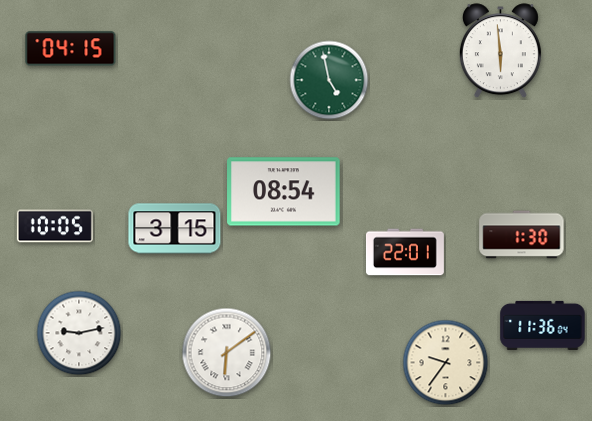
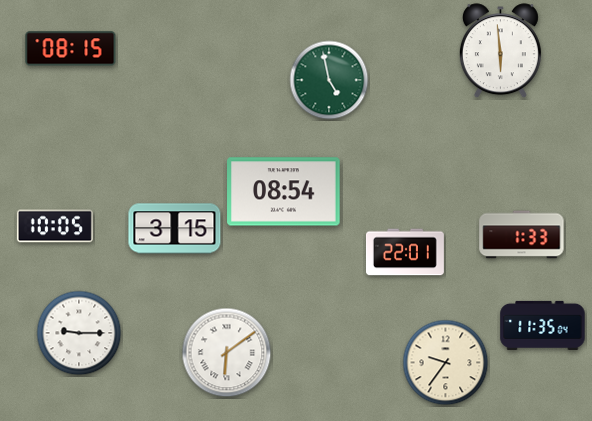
clock at (71, 49): 04:15 -> 08:15
clock at (522, 235): 1:30 -> 1:33
clock at (543, 325): 11:36 -> 11:35
clock at (79, 333): 9:13 -> 9:15
